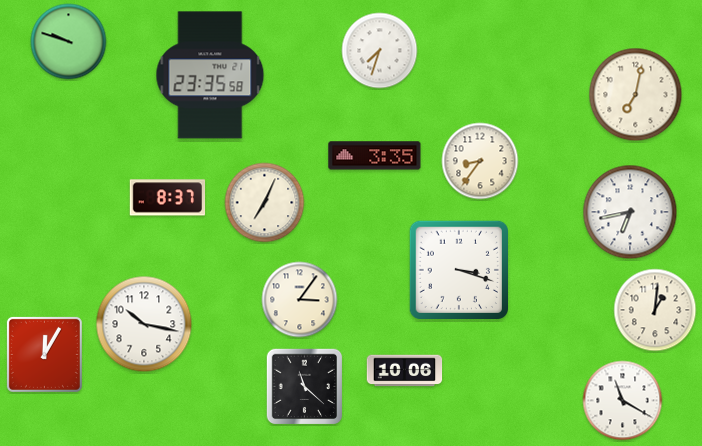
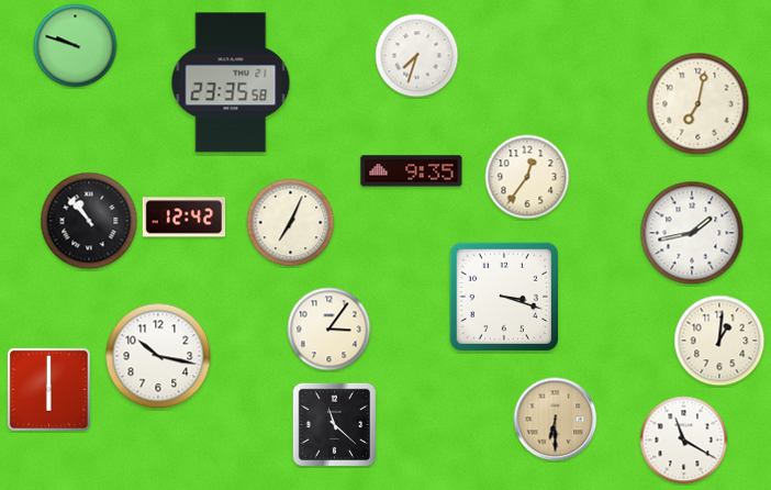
clock at (375, 156): 3:35 -> 9:35
clock at (480, 161): 8:36 -> 12:36
clock at (168, 198): 8:37 -> 12:42
clock at (89, 221): none -> 10:53
clock at (630, 212): 6:43 -> 1:43
clock at (44, 354): 12:05 -> 6:00
clock at (405, 371): 10:06 -> none
clock at (556, 420): none -> 6:30
